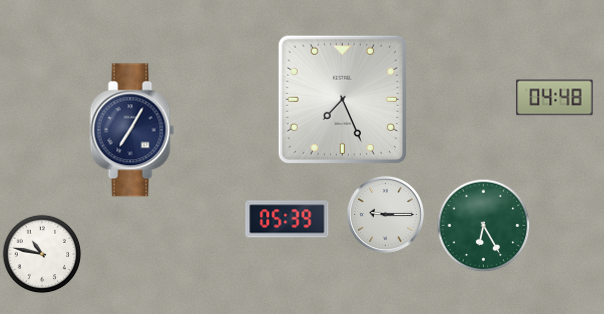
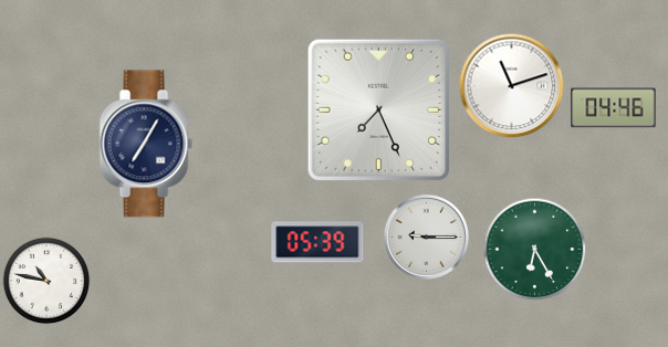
clock at (511, 85): none -> 11:12
clock at (555, 98): 04:48 -> 04:46
